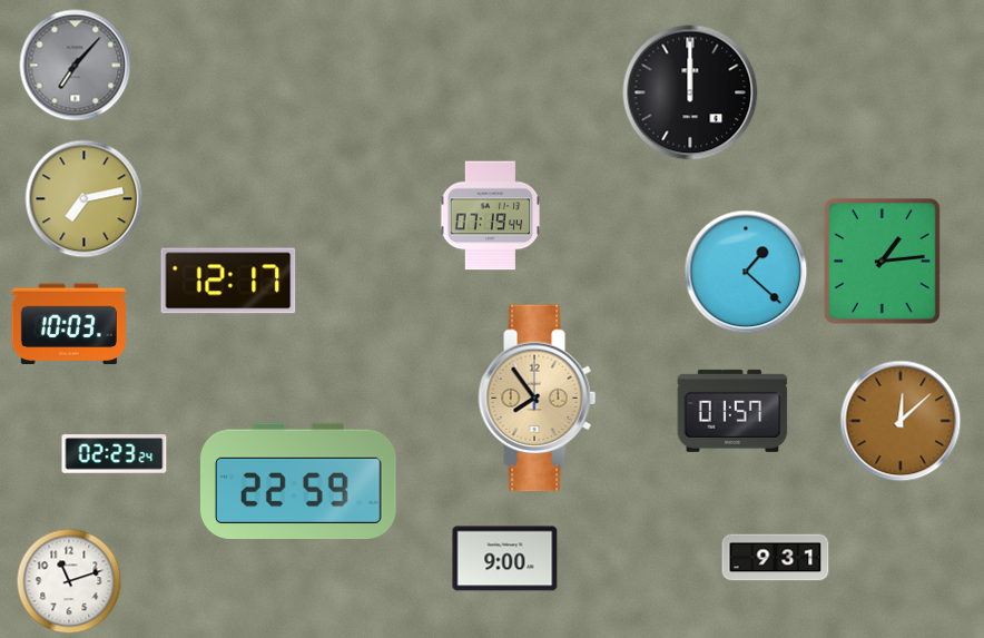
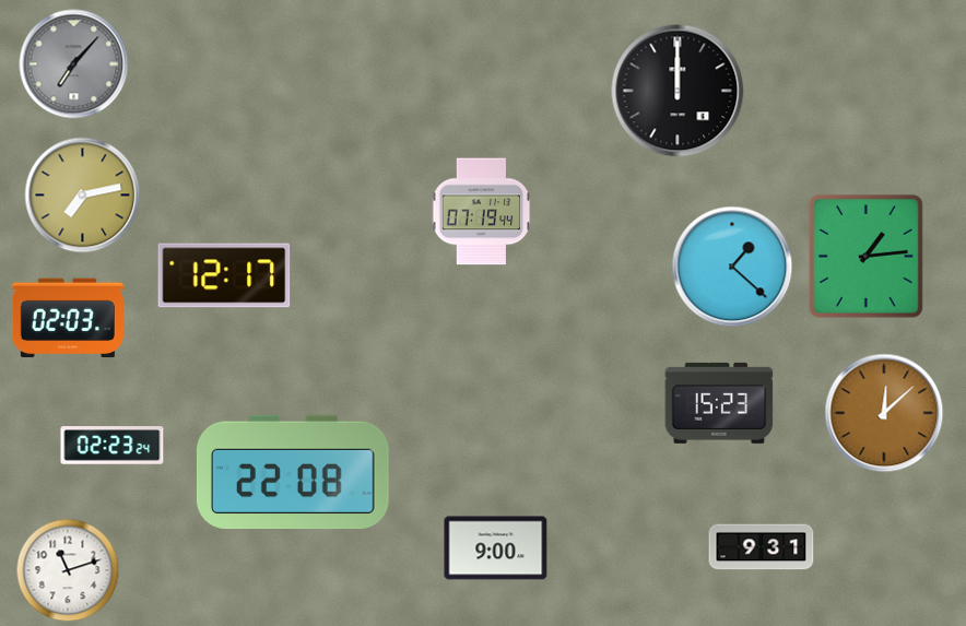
clock at (69, 324): 10:03 -> 02:03
clock at (538, 399): 7:54 -> none
clock at (732, 411): 01:57 -> 15:23
clock at (298, 481): 22:59 -> 22:08
